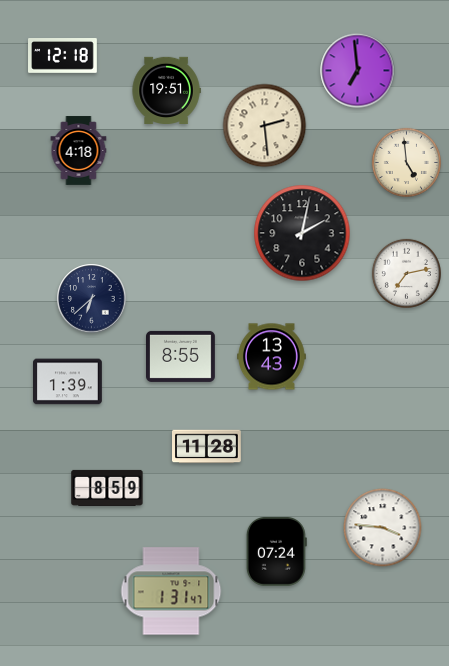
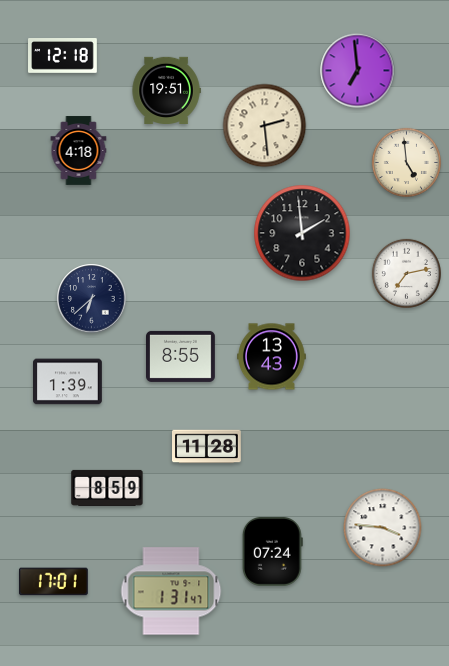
clock at (302, 233): 2:02 -> 1:59
clock at (276, 551) position: (276, 551) -> (272, 551)
clock at (53, 582): none -> 17:01
